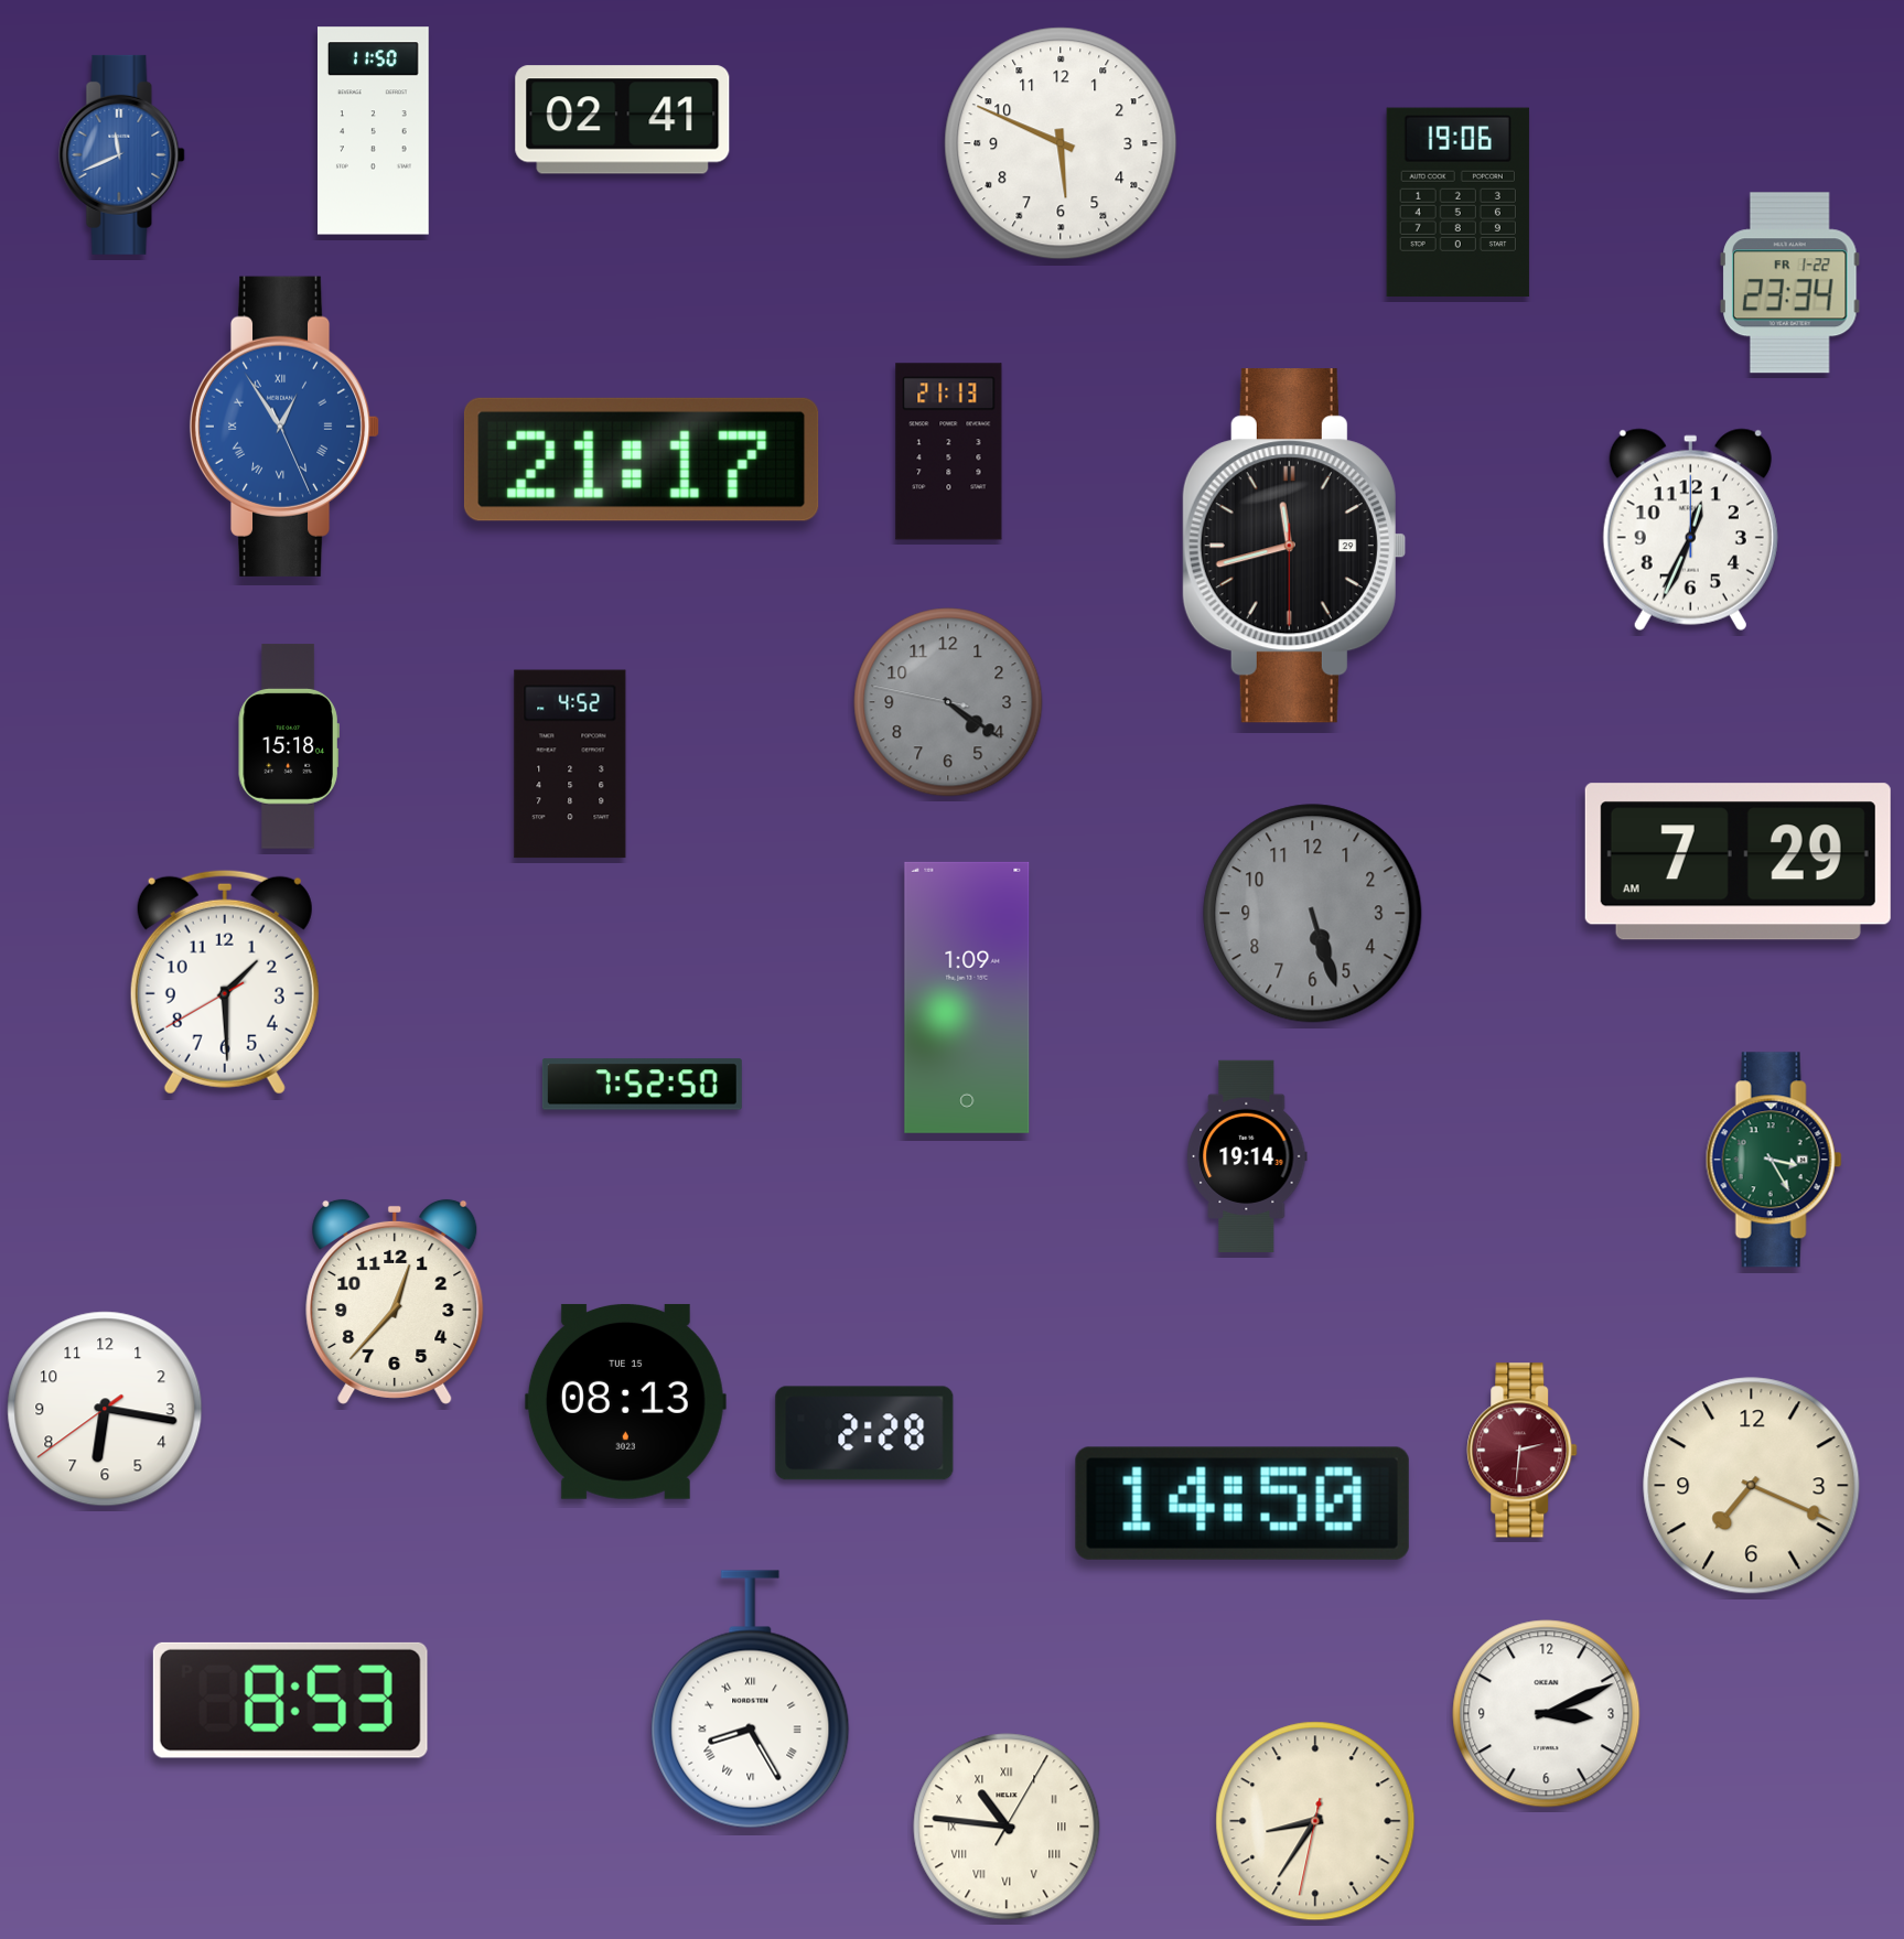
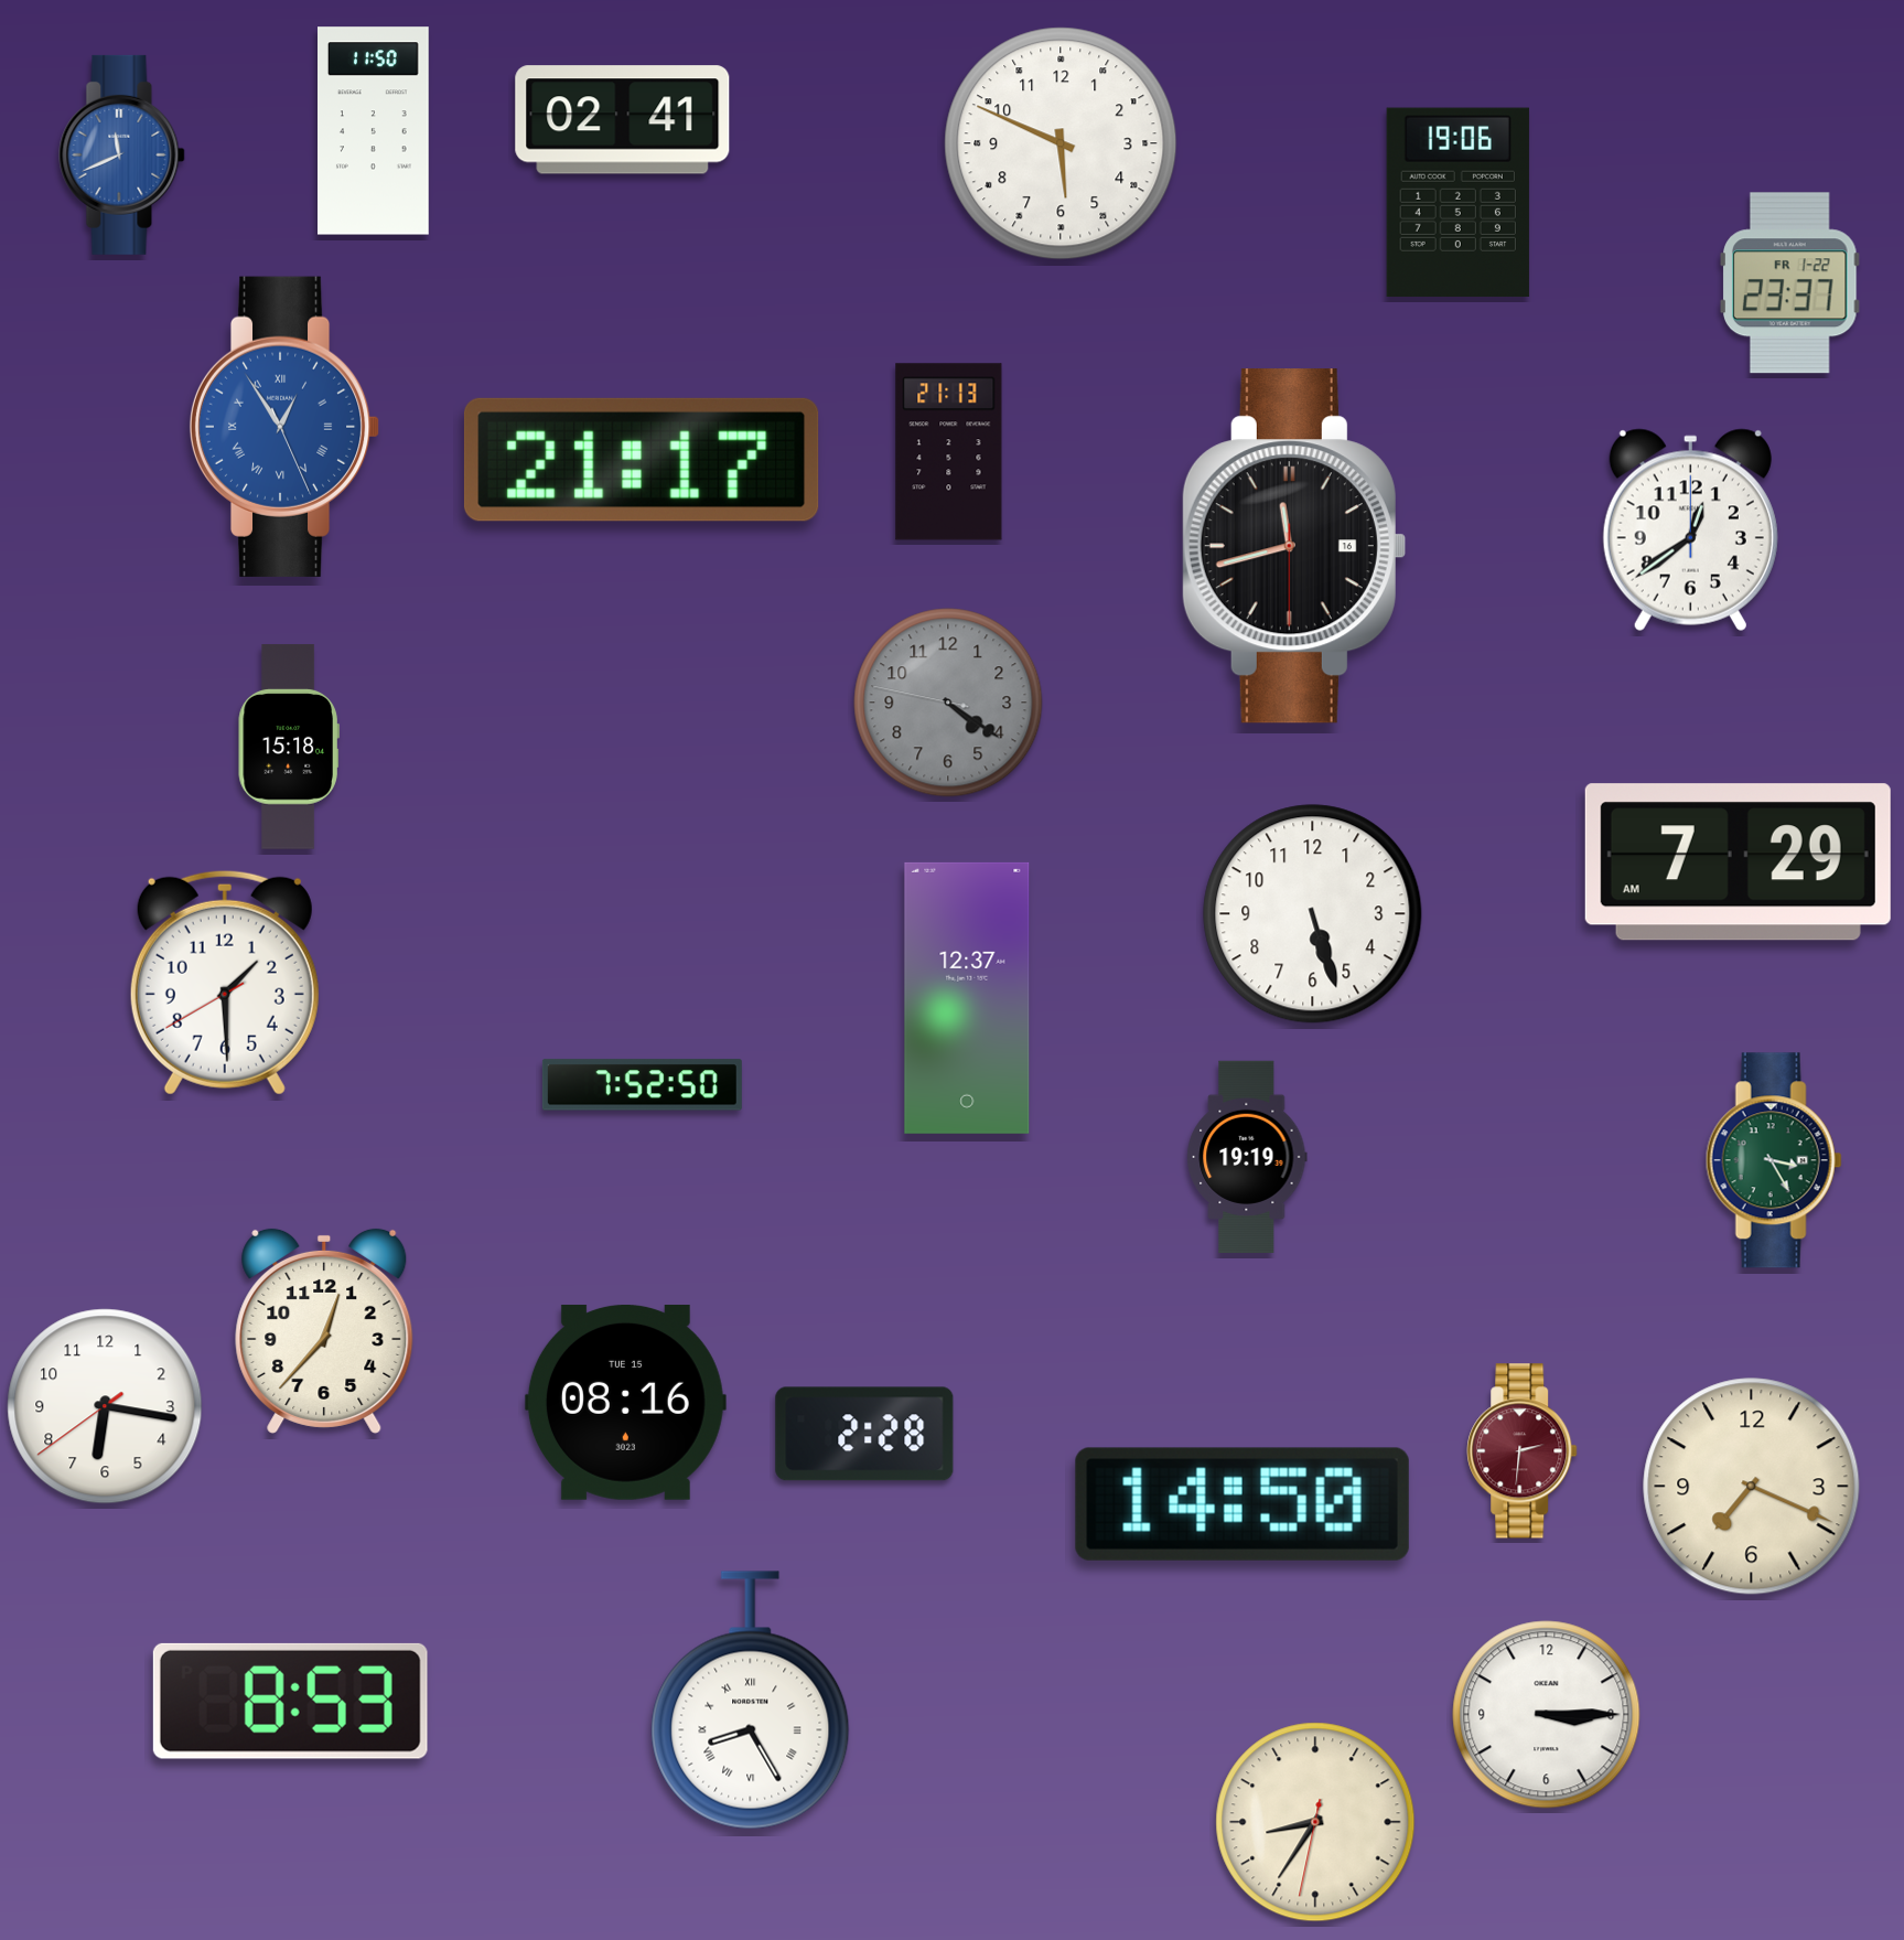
clock at (1790, 283): 23:34 -> 23:37
clock at (1690, 529): 12:34 -> 12:39
clock at (1293, 546) date: 29 -> 16
clock at (570, 764): 4:52 -> none
clock at (1313, 914) dial: grey -> white
clock at (967, 998): 1:09 -> 12:37
clock at (1247, 1156): 19:14 -> 19:19
clock at (395, 1302) position: (395, 1302) -> (324, 1331)
clock at (625, 1401): 08:13 -> 08:16
clock at (105, 1409) position: (105, 1409) -> (105, 1406)
clock at (1547, 1714): 3:11 -> 3:15
clock at (1007, 1827): 10:46 -> none
